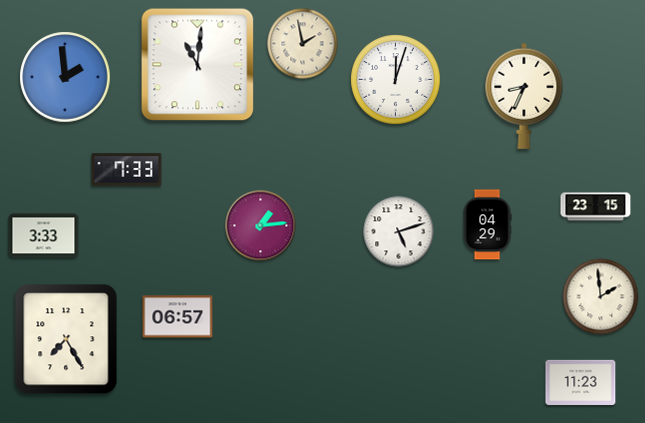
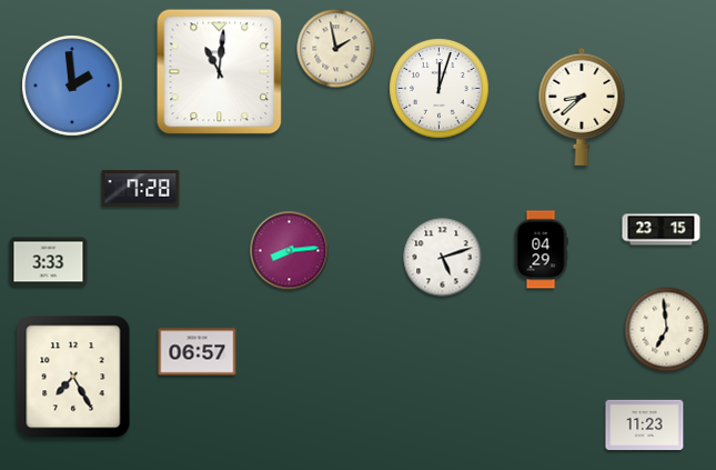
clock at (524, 96): 8:34 -> 8:38
clock at (127, 170): 7:33 -> 7:28
clock at (261, 226): 1:14 -> 8:14
clock at (601, 297): 1:59 -> 6:59
